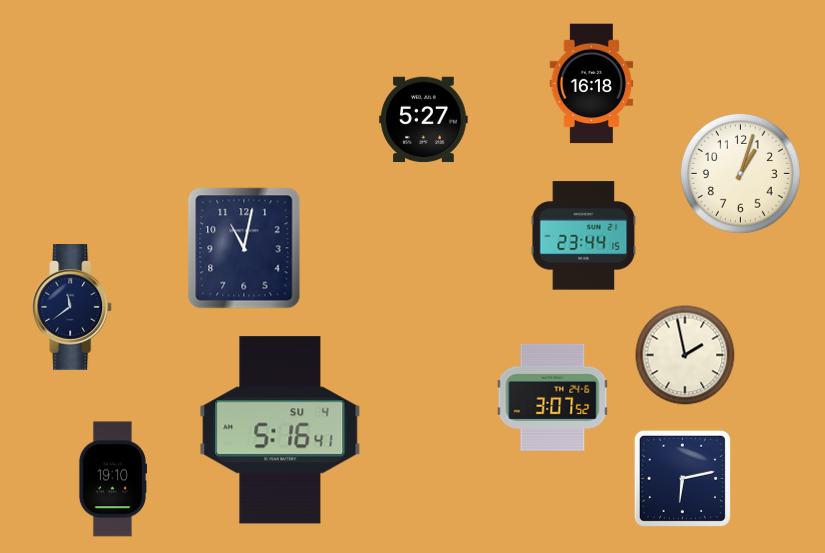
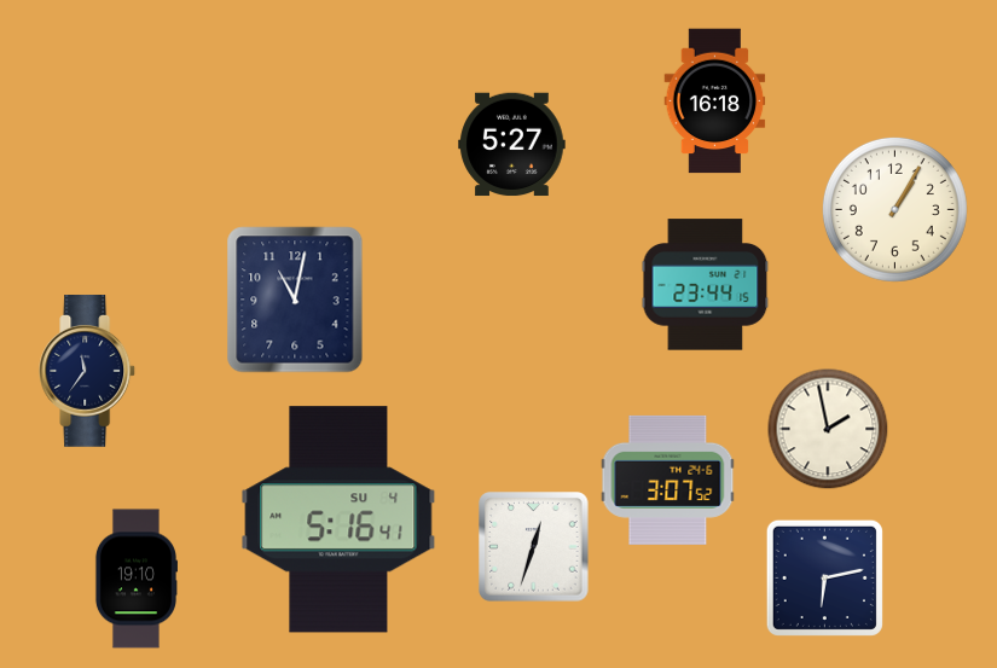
clock at (740, 173): 1:03 -> 1:05
clock at (73, 308): 11:39 -> 11:36
clock at (534, 547): none -> 12:33
